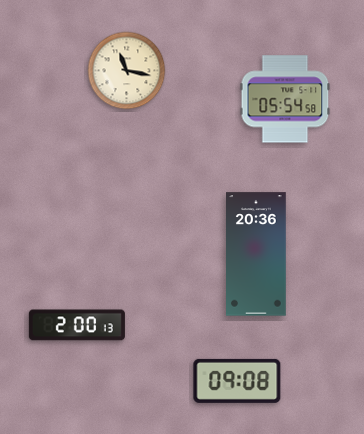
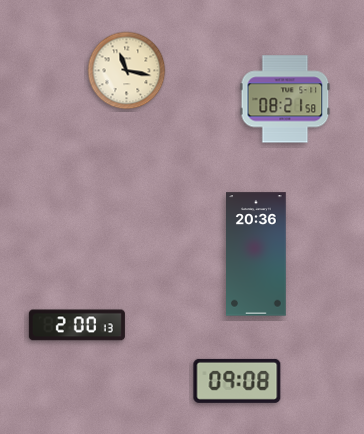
clock at (285, 99): 05:54 -> 08:21
